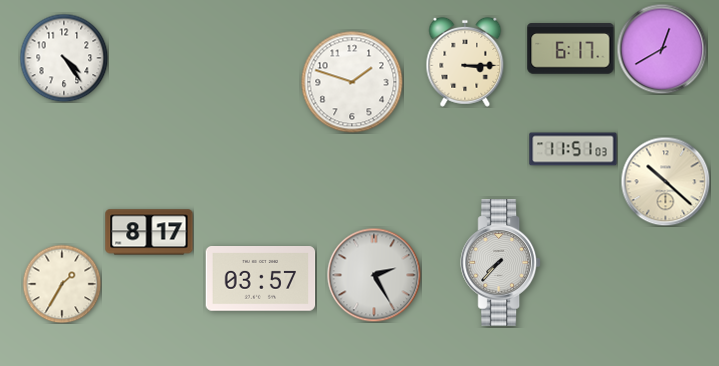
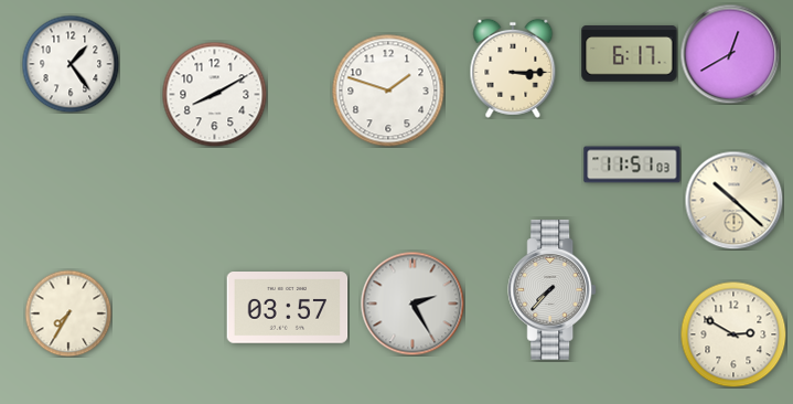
clock at (64, 58): 4:24 -> 1:24
clock at (214, 94): none -> 8:10
clock at (149, 232): 8:17 -> none
clock at (62, 284): 1:35 -> 7:35
clock at (733, 334): none -> 2:50
